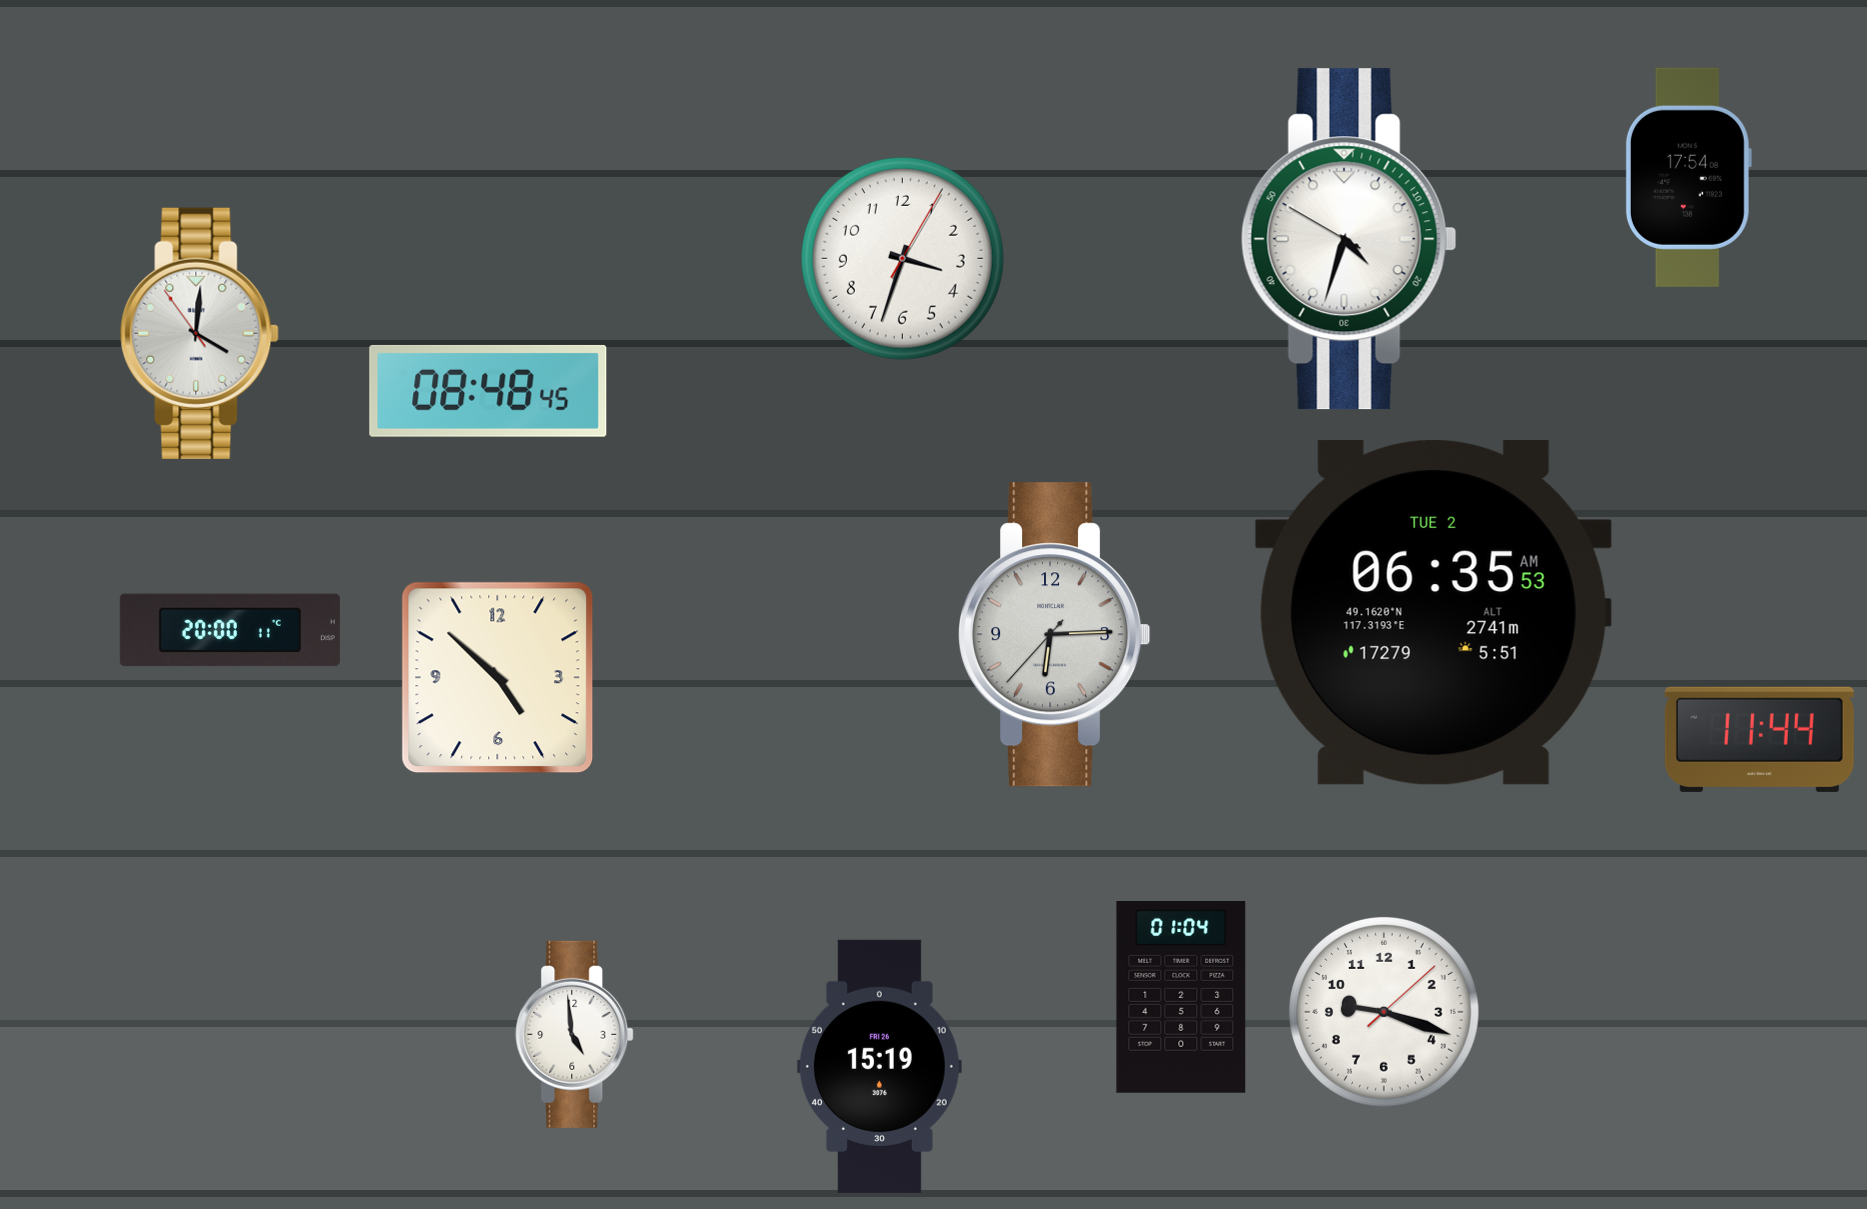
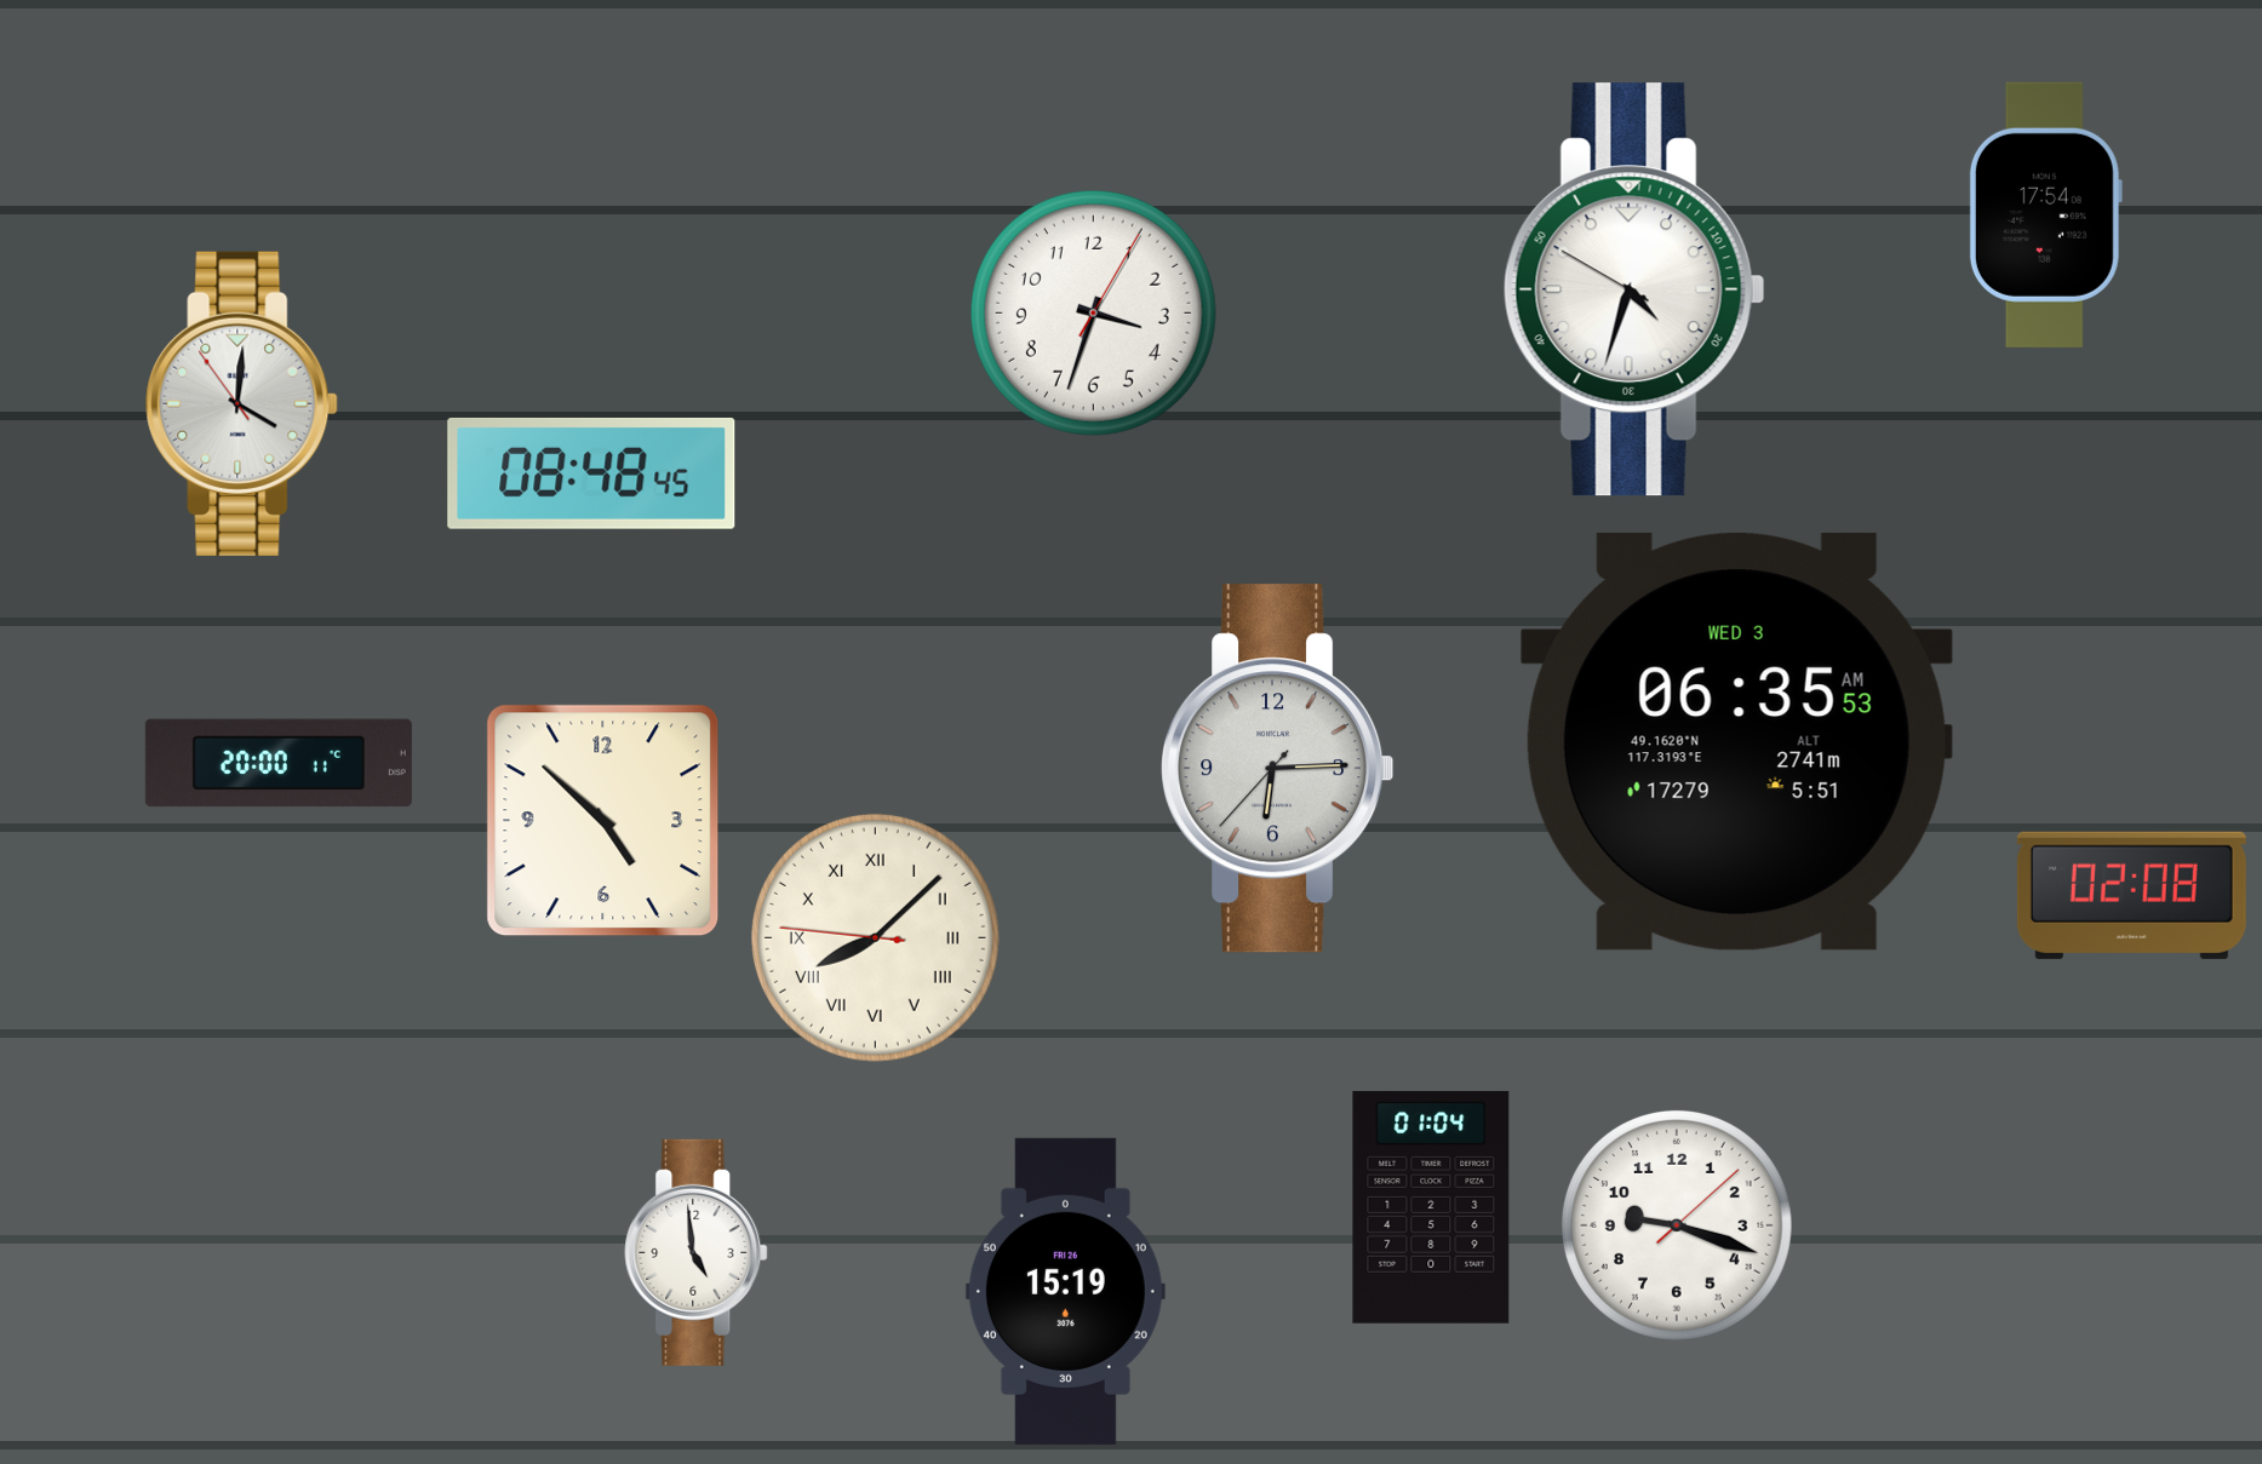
clock at (1433, 612) date: TUE 2 -> WED 3
clock at (1759, 739): 11:44 -> 02:08
clock at (875, 937): none -> 8:07
